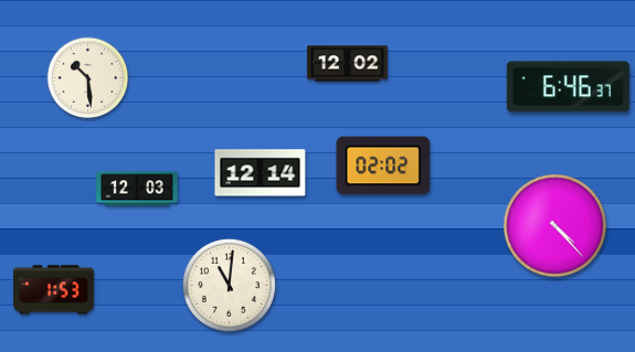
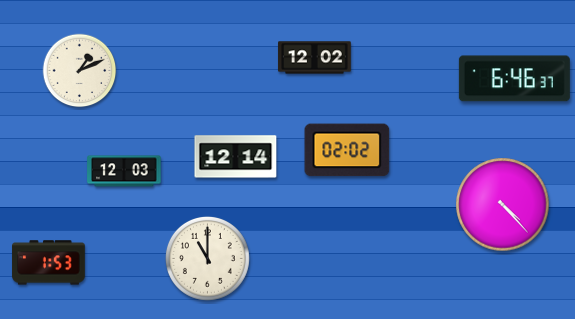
clock at (88, 78): 10:29 -> 1:11
clock at (229, 285): 11:01 -> 11:00
